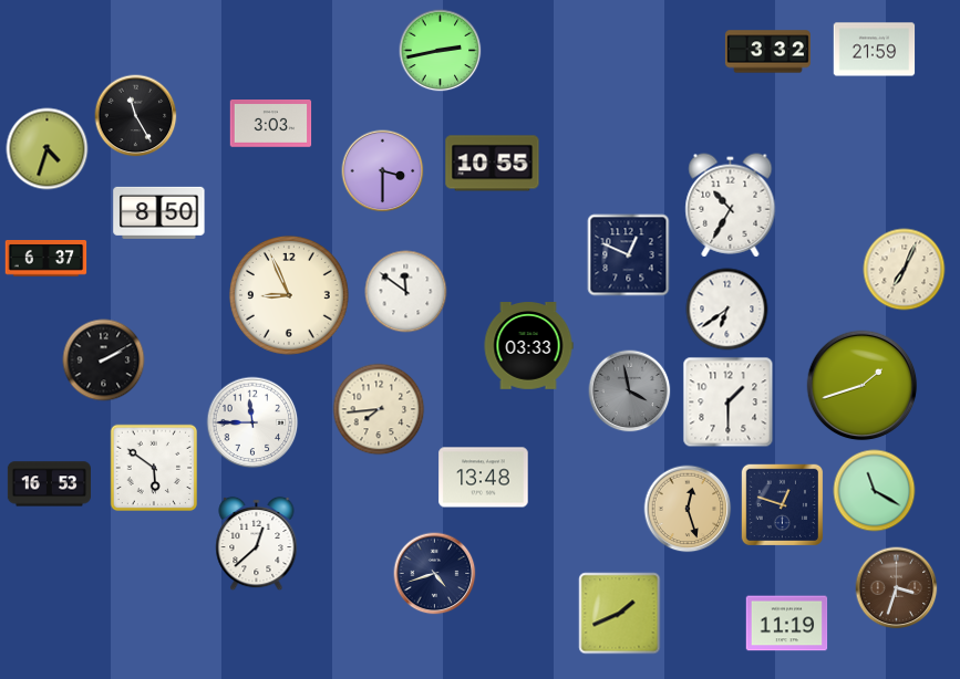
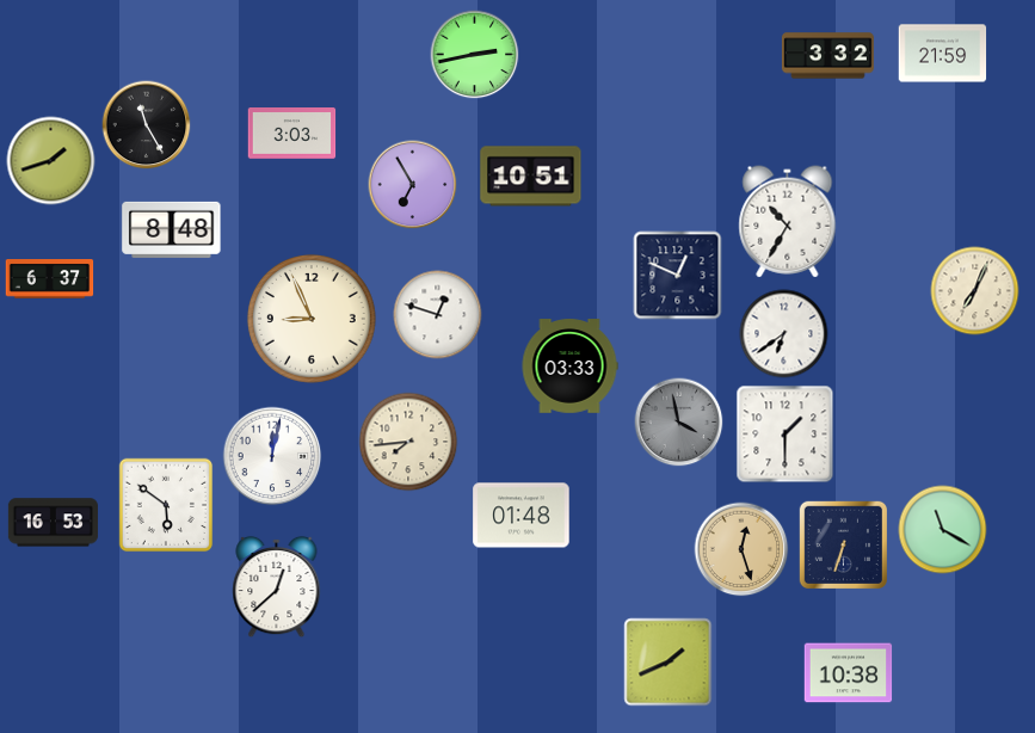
clock at (48, 149): 4:33 -> 1:42
clock at (493, 164): 10:55 -> 10:51
clock at (383, 171): 3:30 -> 6:55
clock at (159, 212): 8:50 -> 8:48
clock at (406, 292): 11:51 -> 12:48
clock at (528, 346) position: (528, 346) -> (569, 366)
clock at (104, 361): 2:10 -> none
clock at (863, 386): 1:42 -> none
clock at (252, 422): 11:45 -> 12:02
clock at (484, 478): 13:48 -> 01:48
clock at (782, 504): 12:48 -> 6:33
clock at (435, 574): 4:42 -> none
clock at (897, 588): 3:33 -> none
clock at (787, 624): 11:19 -> 10:38
